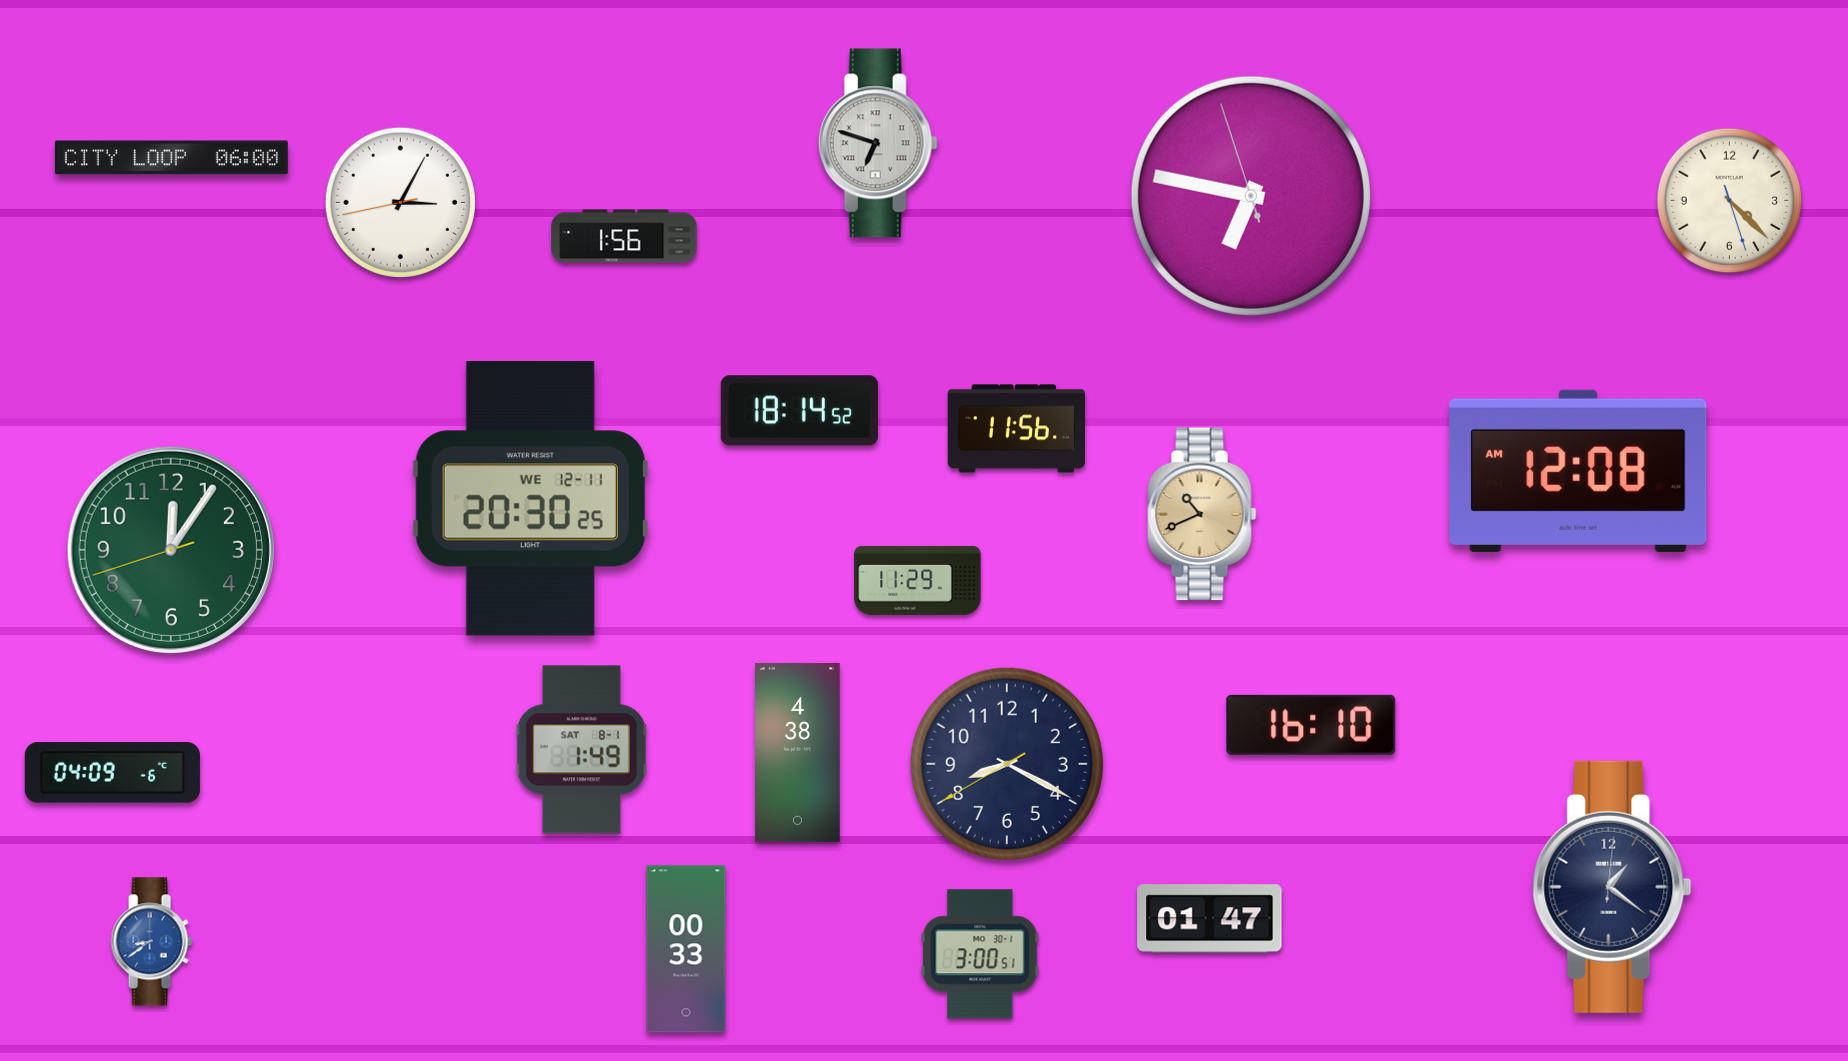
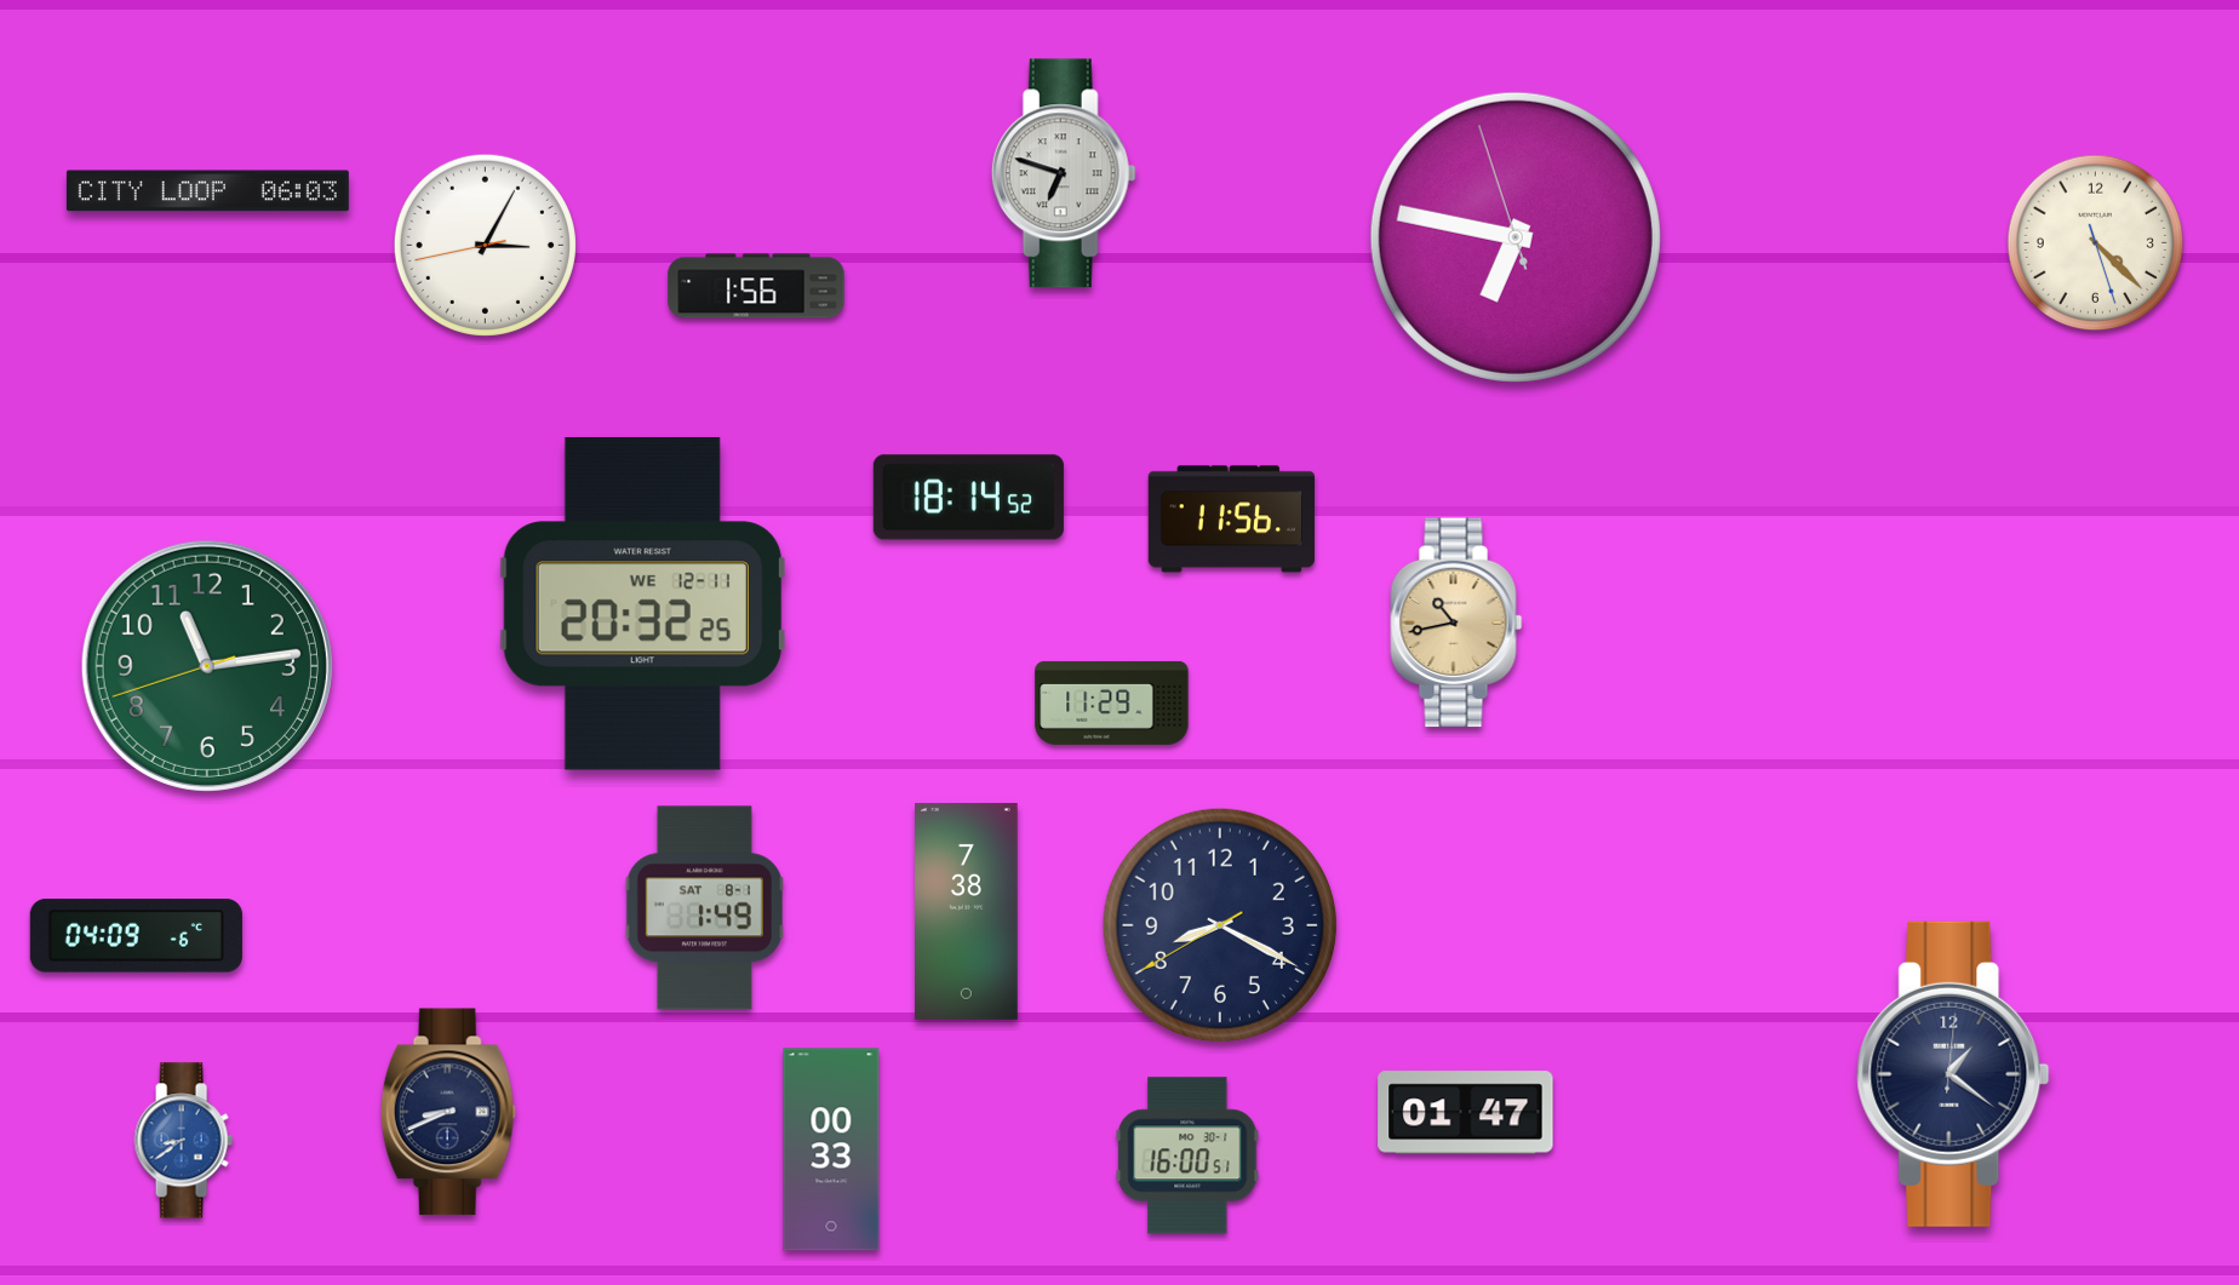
clock at (171, 158): 06:00 -> 06:03
clock at (1578, 471): 12:08 -> none
clock at (530, 498): 20:30 -> 20:32
clock at (1202, 514): 10:41 -> 10:43
clock at (171, 550): 12:05 -> 11:13
clock at (1311, 725): 16:10 -> none
clock at (798, 752): 4:38 -> 7:38
clock at (448, 1112): none -> 8:41
clock at (980, 954): 3:00 -> 16:00
